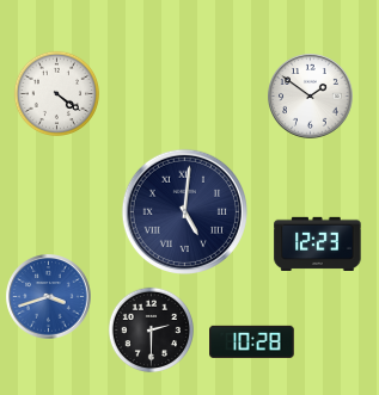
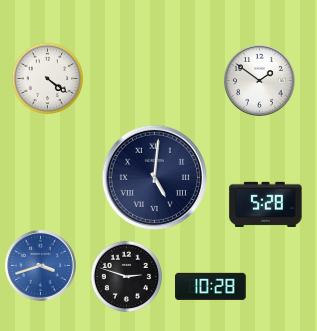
clock at (318, 243): 12:23 -> 5:28
clock at (49, 297) position: (49, 297) -> (41, 266)
clock at (151, 329): 2:30 -> 2:48
